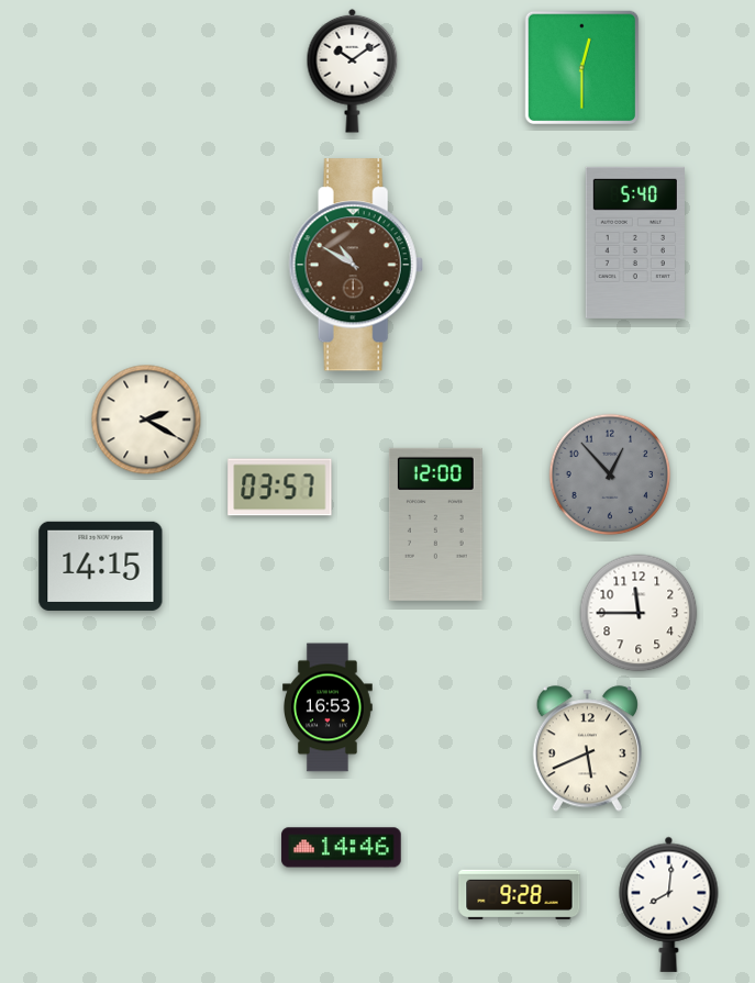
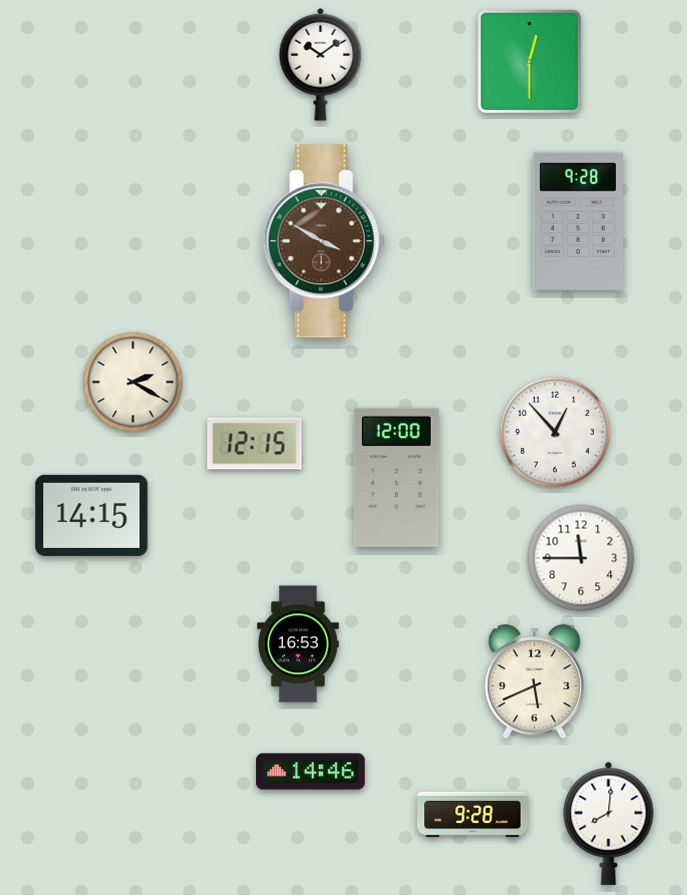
clock at (635, 243): 5:40 -> 9:28
clock at (356, 265): 10:50 -> 3:50
clock at (610, 474) dial: grey -> white
clock at (280, 488): 03:57 -> 12:15
